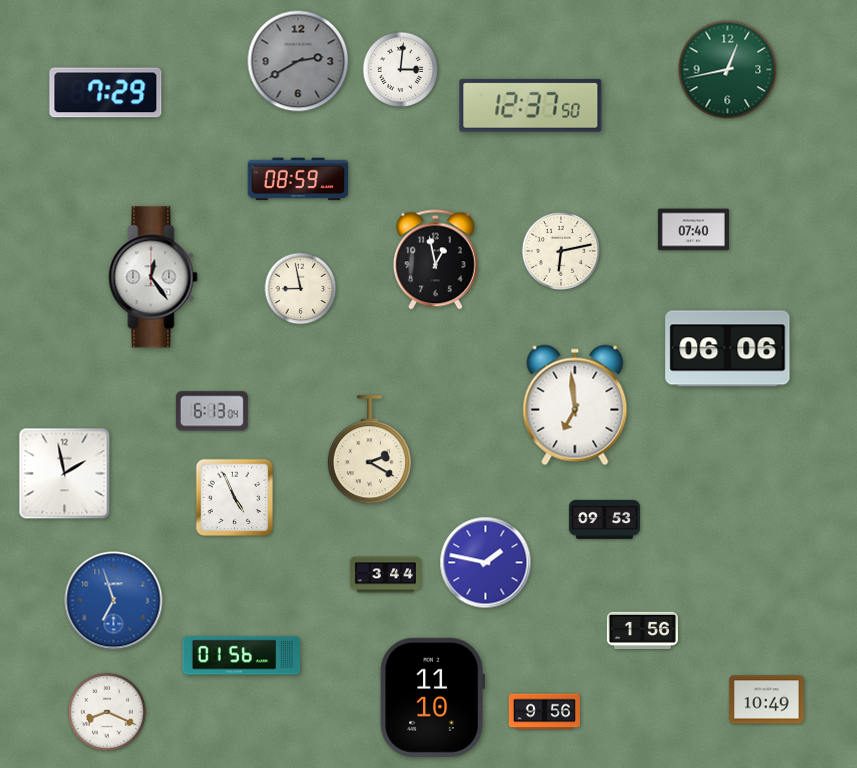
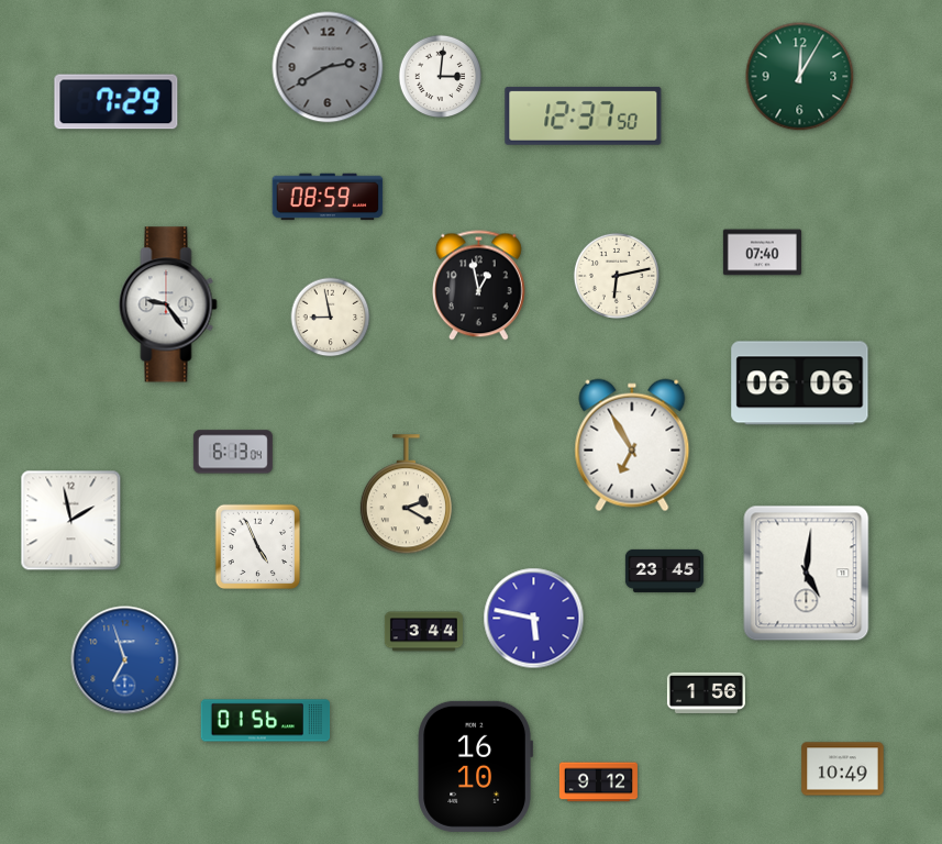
clock at (728, 70): 12:43 -> 12:05
clock at (153, 277): 12:24 -> 9:24
clock at (575, 405): 6:59 -> 6:55
clock at (604, 519): 09:53 -> 23:45
clock at (807, 574): none -> 5:01
clock at (486, 563): 1:47 -> 5:47
clock at (432, 697): 11:10 -> 16:10
clock at (107, 712): 8:19 -> none
clock at (544, 712): 9:56 -> 9:12
